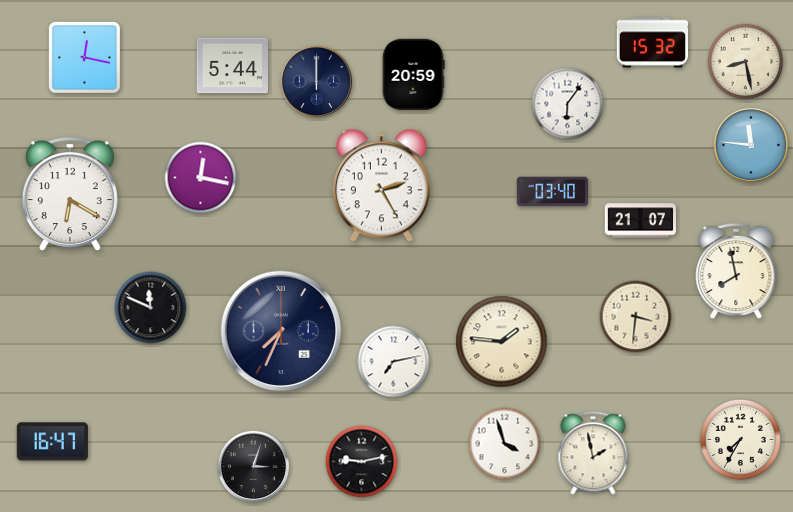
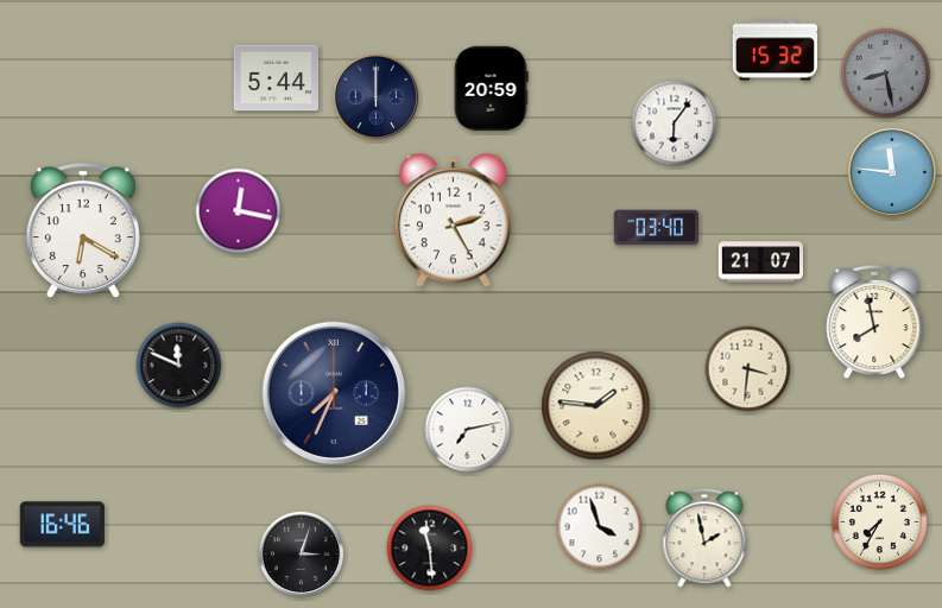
clock at (84, 57): 12:17 -> none
clock at (746, 62) dial: cream -> grey
clock at (636, 317) position: (636, 317) -> (748, 369)
clock at (52, 442): 16:47 -> 16:46
clock at (362, 462): 9:13 -> 11:29
